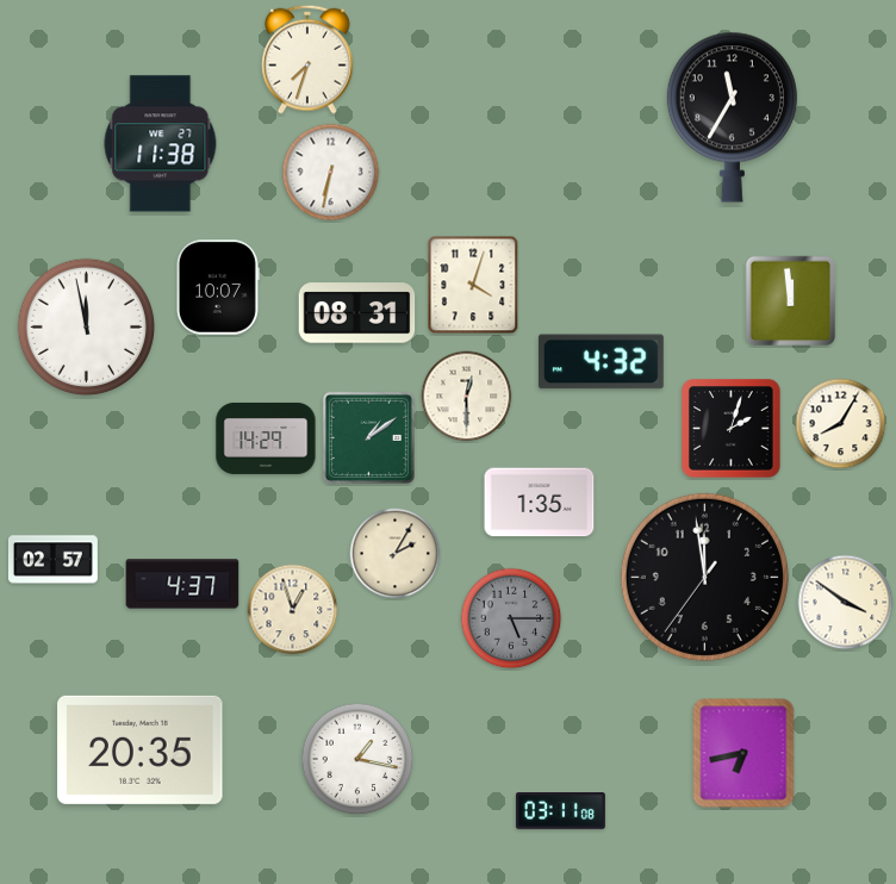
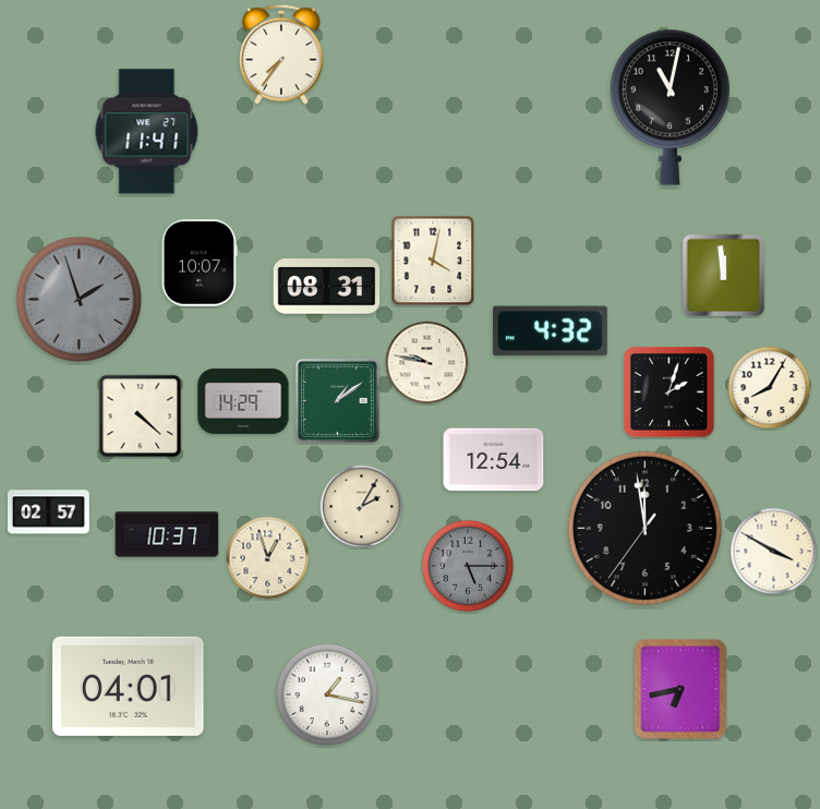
clock at (309, 60): 7:33 -> 7:36
clock at (732, 117): 11:35 -> 11:02
clock at (161, 144): 11:38 -> 11:41
clock at (331, 173): 6:32 -> none
clock at (473, 285): 4:03 -> 4:02
clock at (87, 328): 11:58 -> 1:57
clock at (87, 328) dial: white -> grey
clock at (467, 397): 12:30 -> 9:47
clock at (141, 416): none -> 4:22
clock at (540, 503): 1:35 -> 12:54
clock at (182, 584): 4:37 -> 10:37
clock at (846, 603): 3:51 -> 3:50
clock at (141, 749): 20:35 -> 04:01
clock at (560, 811): 03:11 -> none
